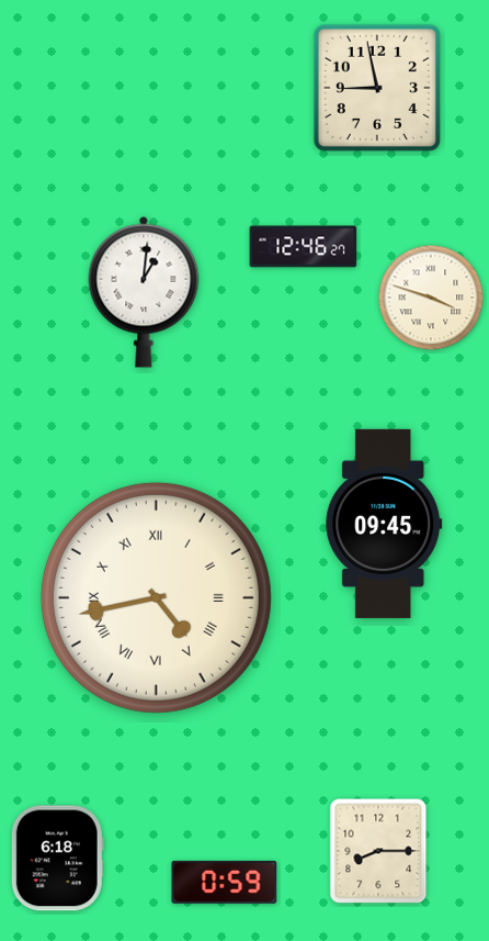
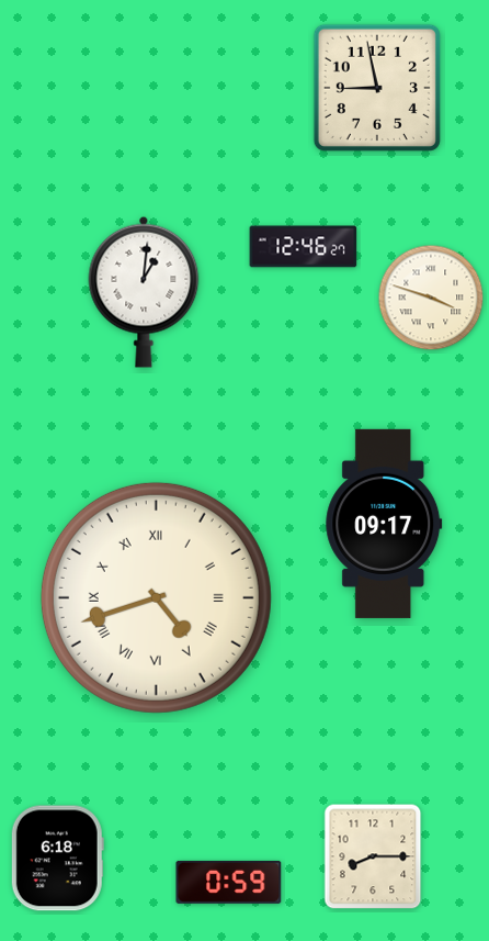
clock at (384, 524): 09:45 -> 09:17
clock at (156, 597): 4:43 -> 4:42
clock at (378, 851) position: (378, 851) -> (373, 856)
clock at (225, 882) position: (225, 882) -> (229, 882)
